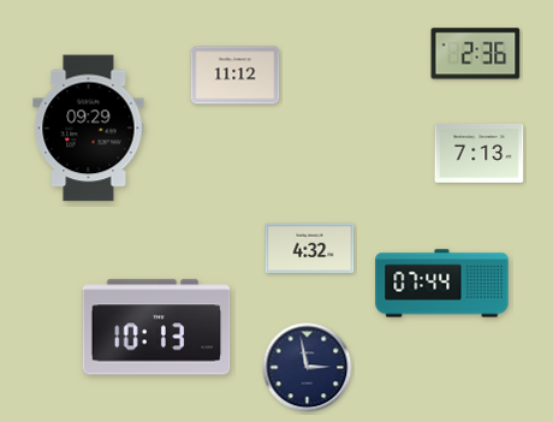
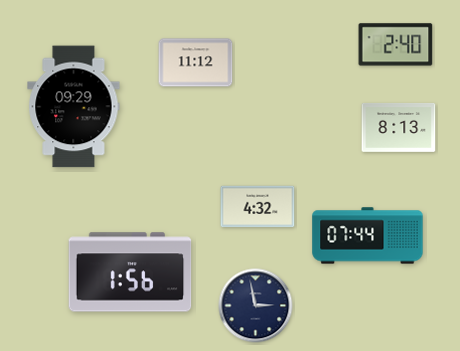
clock at (476, 54): 2:36 -> 2:40
clock at (480, 153): 7:13 -> 8:13
clock at (156, 327): 10:13 -> 1:56
